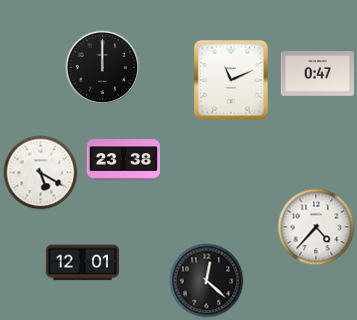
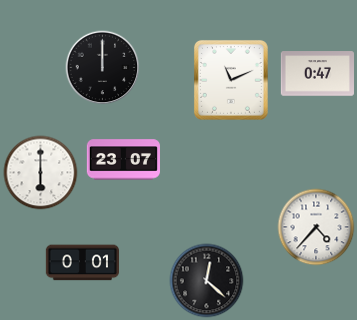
clock at (123, 160): 23:38 -> 23:07
clock at (41, 173): 5:20 -> 6:00
clock at (82, 263): 12:01 -> 0:01
